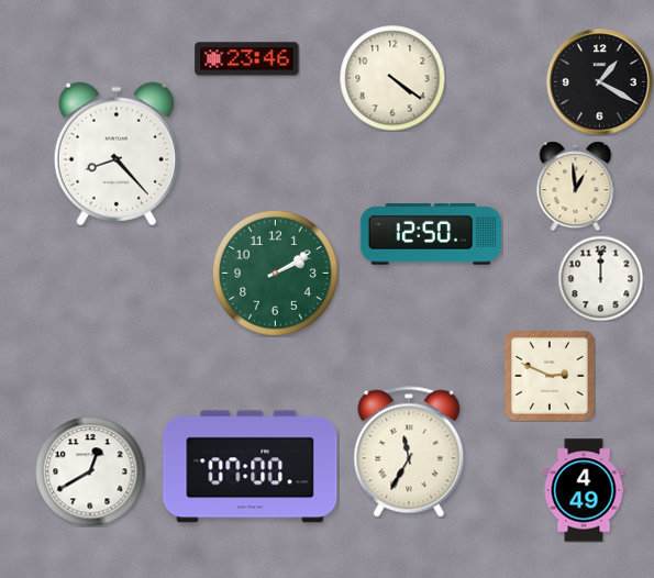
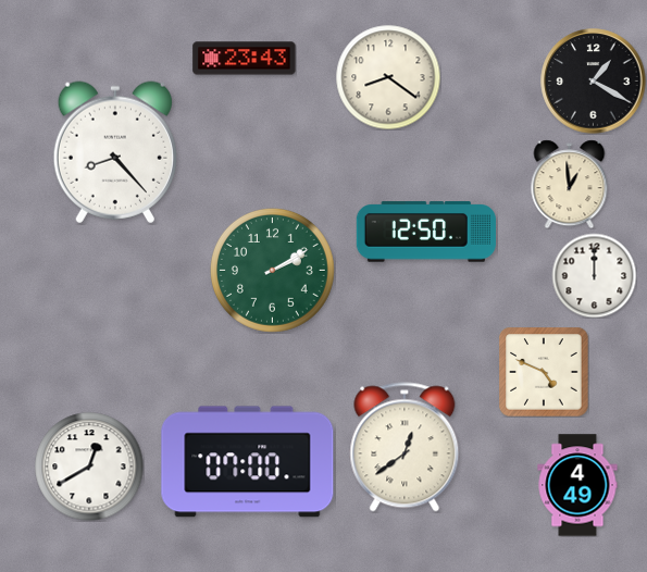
clock at (247, 59): 23:46 -> 23:43
clock at (392, 78): 4:21 -> 8:21
clock at (550, 376): 2:49 -> 4:49
clock at (409, 452): 11:35 -> 12:39
